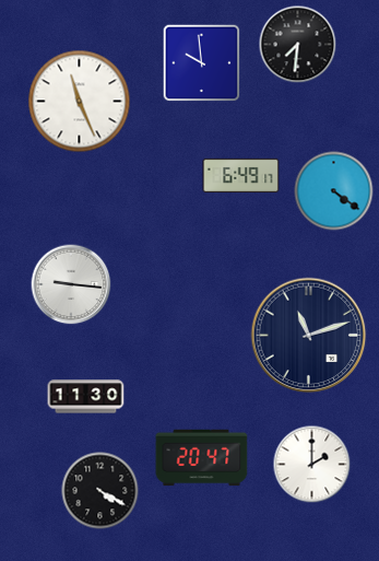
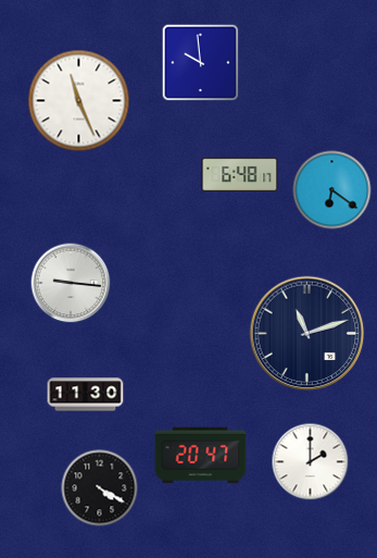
clock at (298, 45): 7:31 -> none
clock at (241, 175): 6:49 -> 6:48
clock at (334, 191): 4:21 -> 6:21
